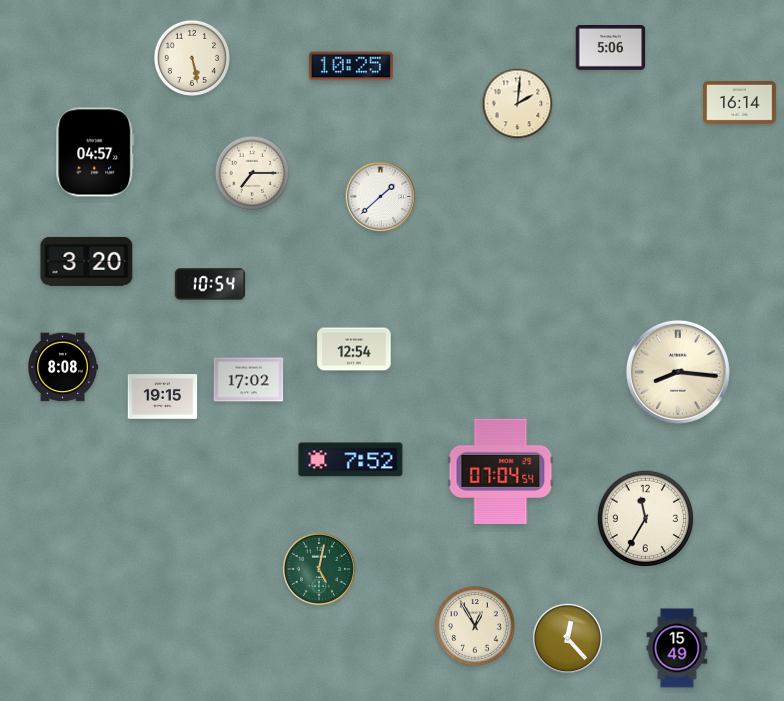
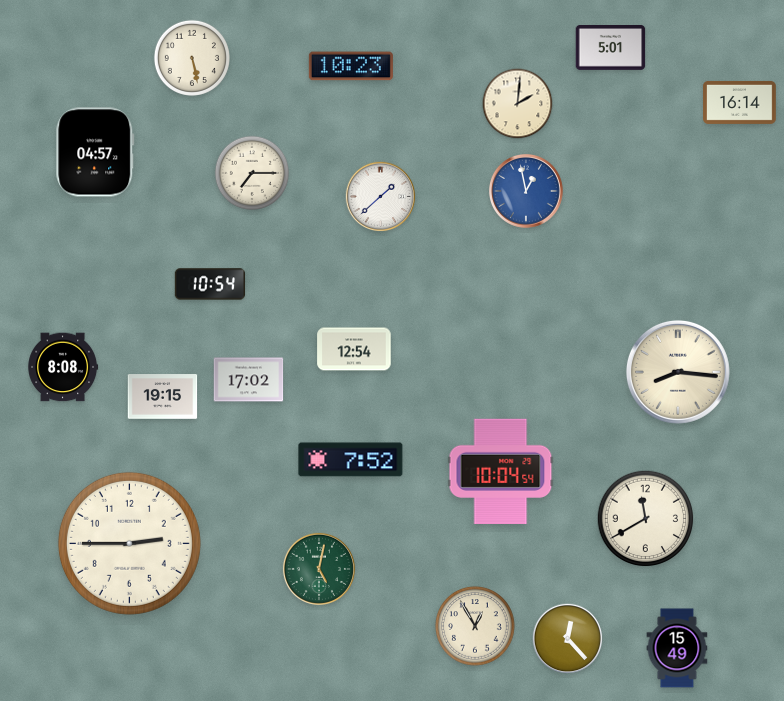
clock at (611, 48): 5:06 -> 5:01
clock at (351, 66): 10:25 -> 10:23
clock at (526, 191): none -> 12:58
clock at (87, 261): 3:20 -> none
clock at (501, 471): 07:04 -> 10:04
clock at (646, 519): 11:35 -> 11:40
clock at (129, 543): none -> 2:45
